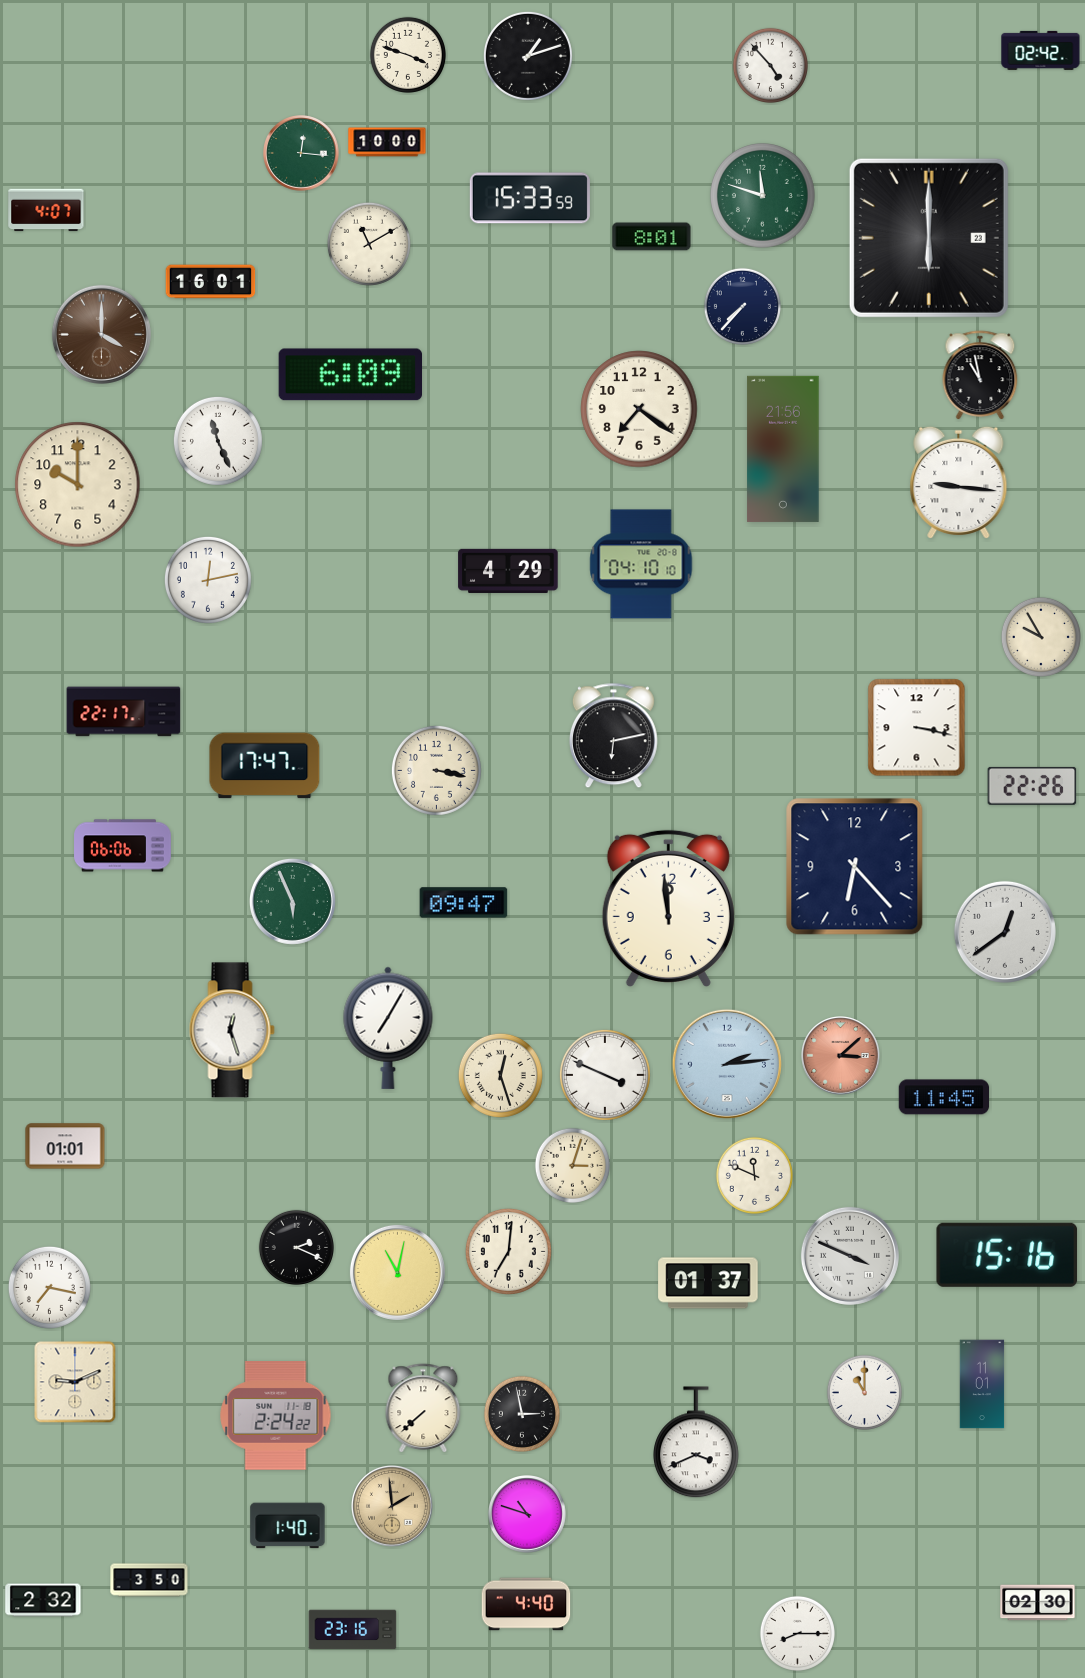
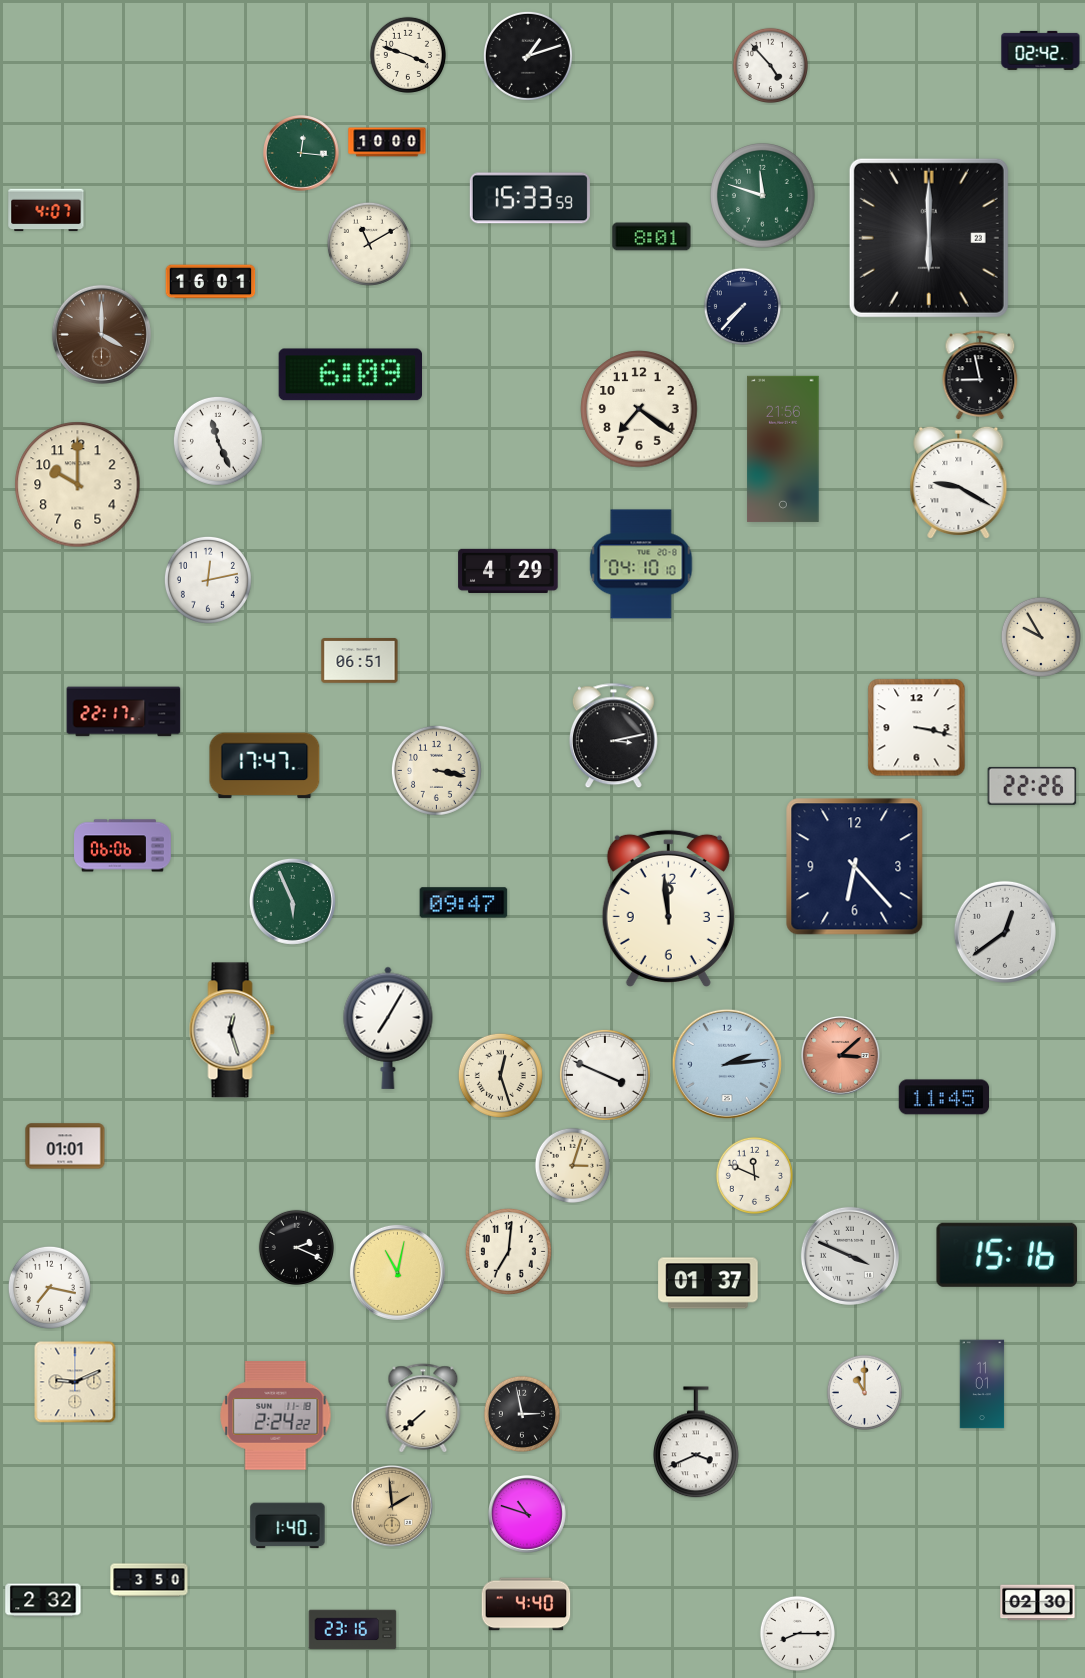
clock at (980, 376): 10:58 -> 8:58
clock at (959, 483): 9:16 -> 9:20
clock at (360, 661): none -> 06:51
clock at (613, 736): 6:13 -> 3:13
